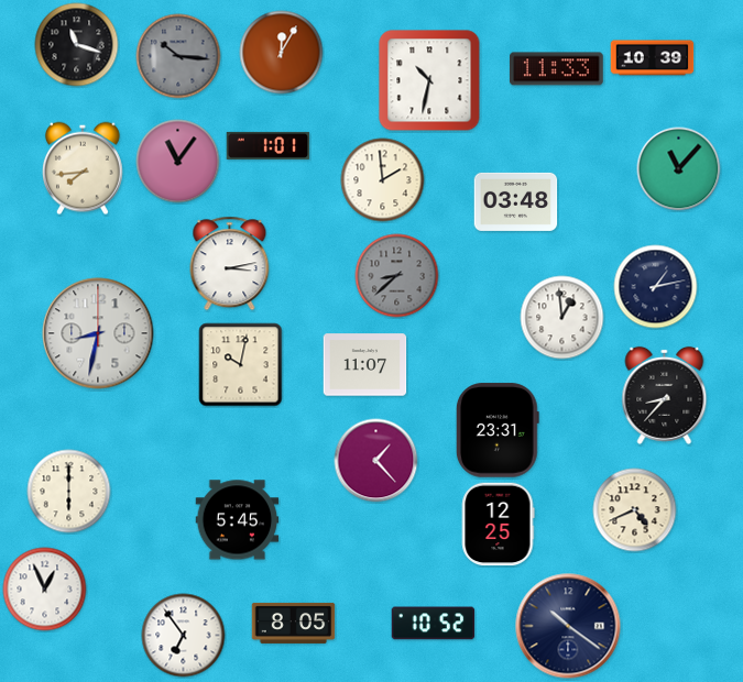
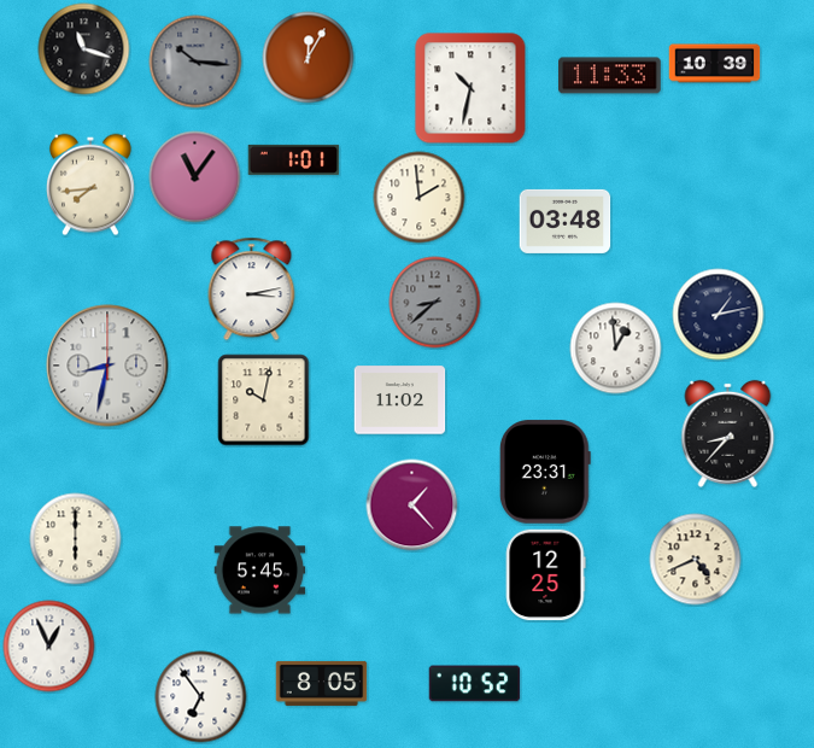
clock at (679, 169): 11:07 -> none
clock at (365, 365): 11:07 -> 11:02
clock at (568, 626): 10:21 -> none
